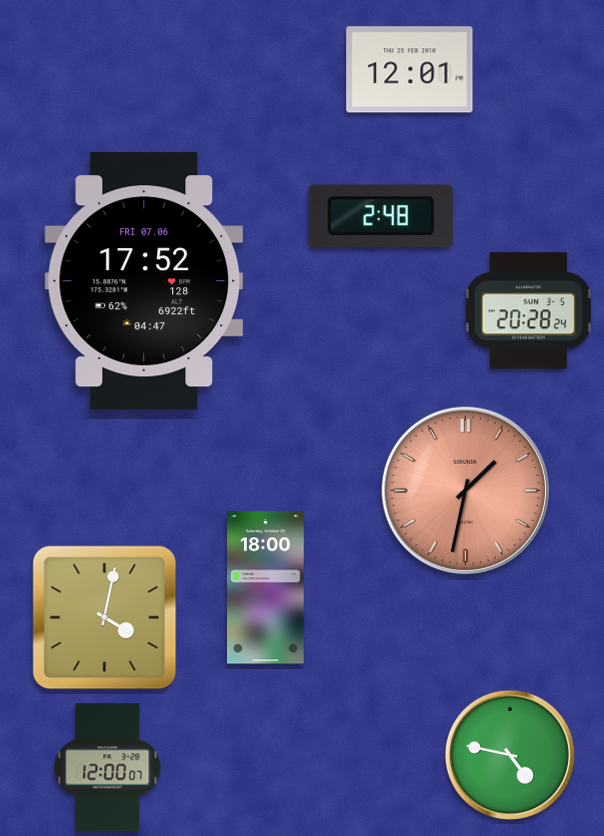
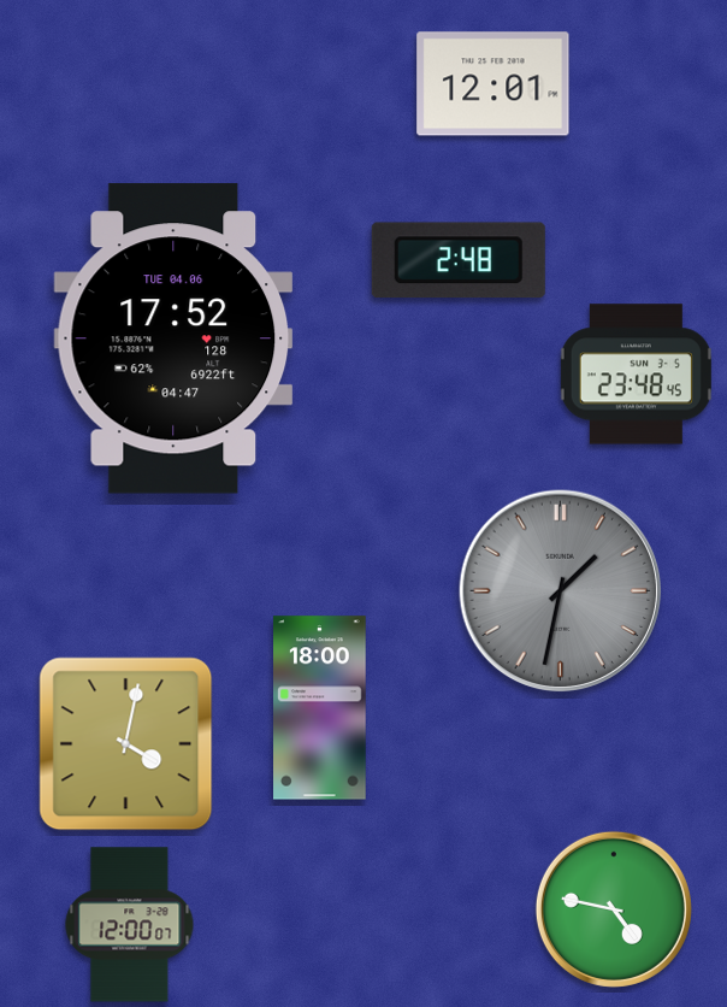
clock at (144, 281) date: FRI 07.06 -> TUE 04.06
clock at (528, 311): 20:28 -> 23:48
clock at (466, 491) dial: salmon -> grey
